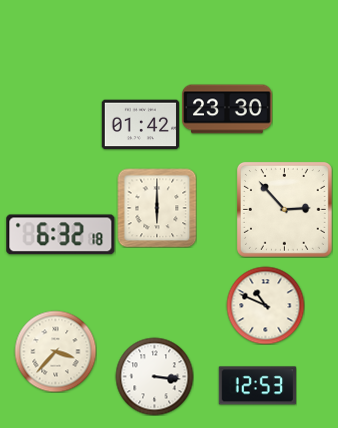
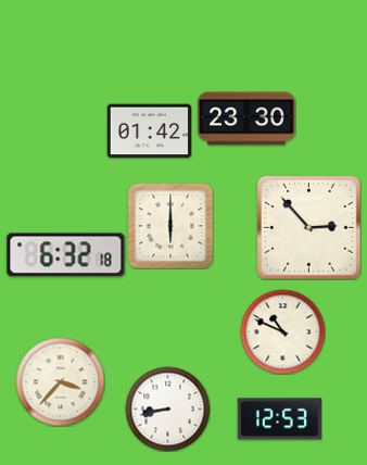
clock at (140, 125) position: (140, 125) -> (149, 131)
clock at (265, 305) position: (265, 305) -> (282, 331)
clock at (154, 376): 3:16 -> 8:43
